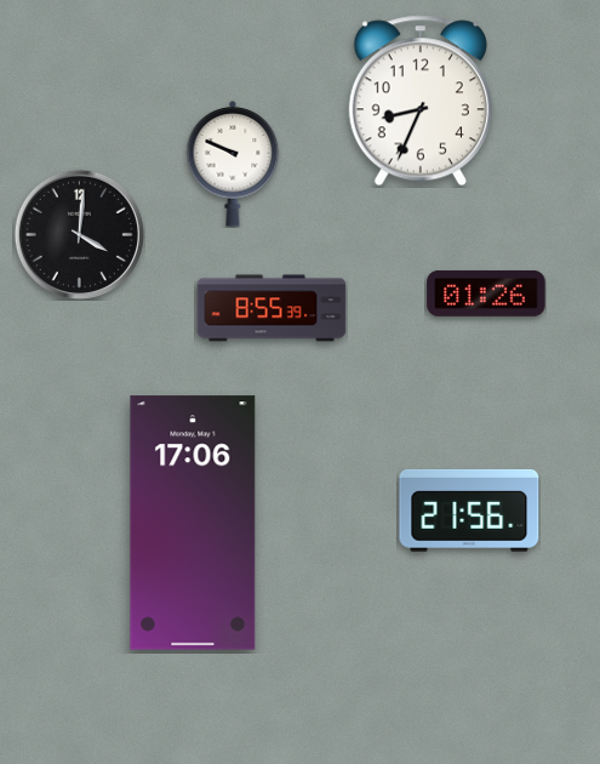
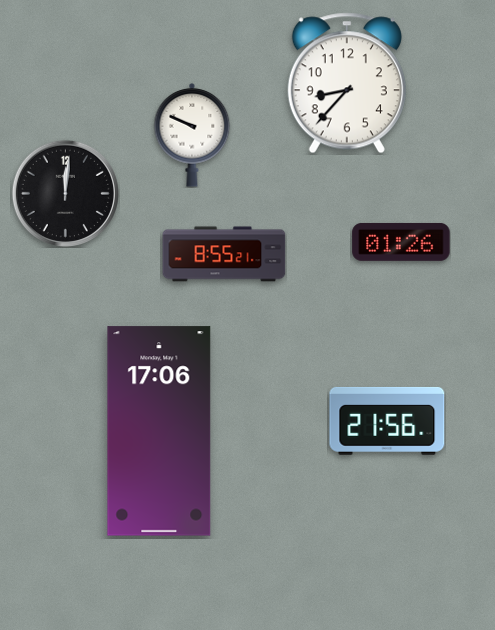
clock at (421, 101): 8:34 -> 8:37
clock at (79, 234): 4:01 -> 12:01
clock at (272, 308): 8:55:39 -> 8:55:21
